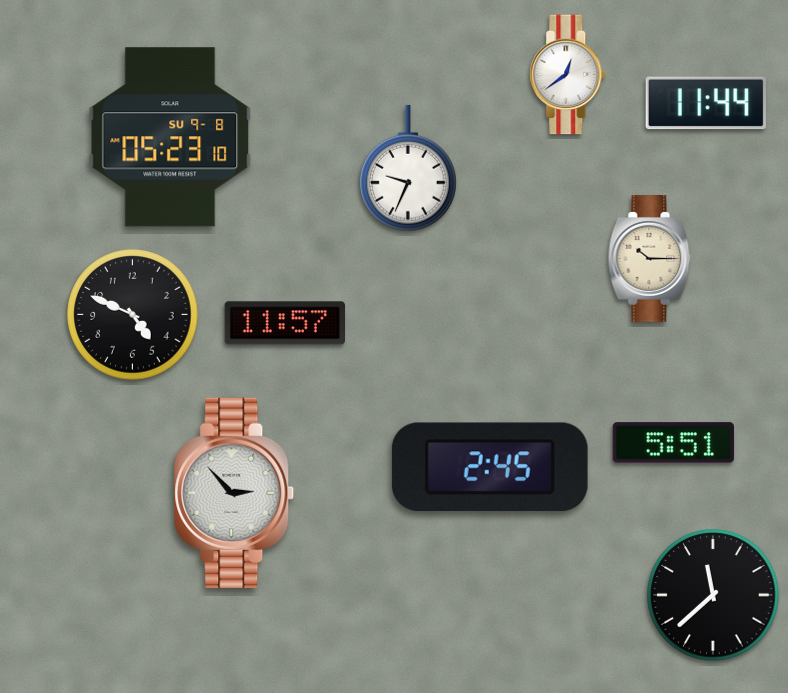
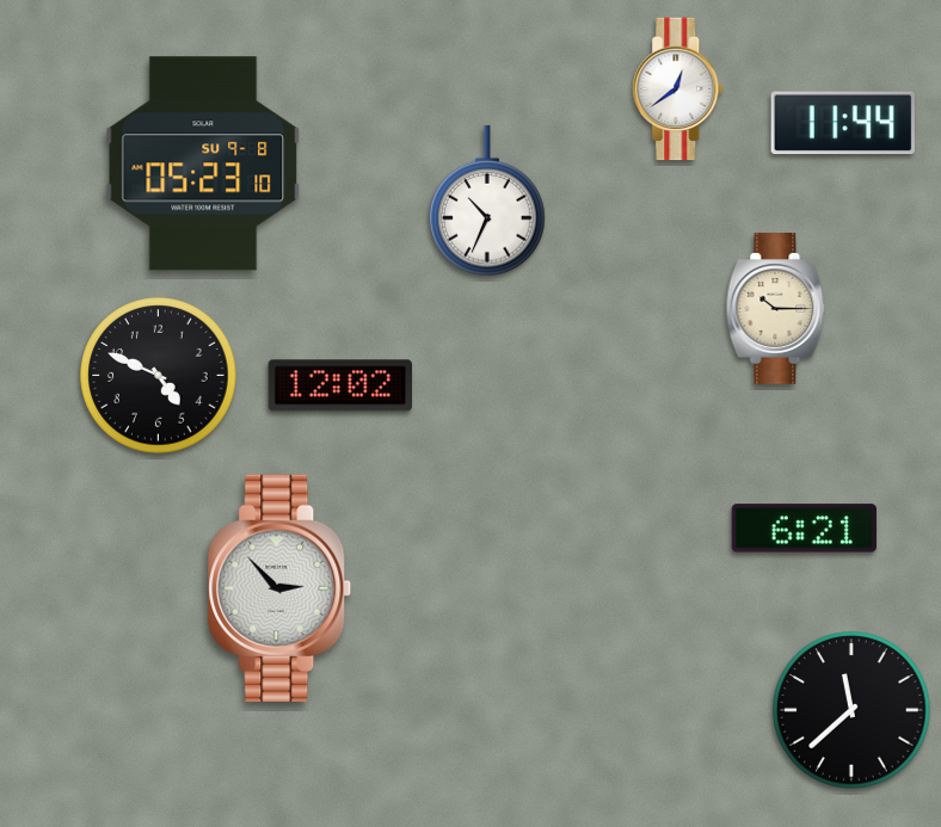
clock at (409, 168): 9:34 -> 10:34
clock at (284, 323): 11:57 -> 12:02
clock at (673, 443): 5:51 -> 6:21
clock at (490, 467): 2:45 -> none
